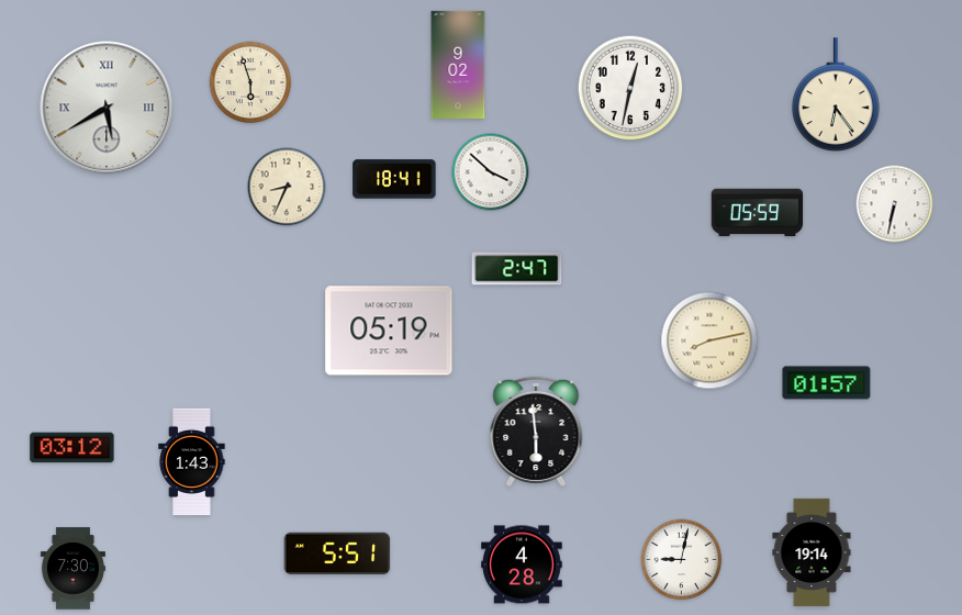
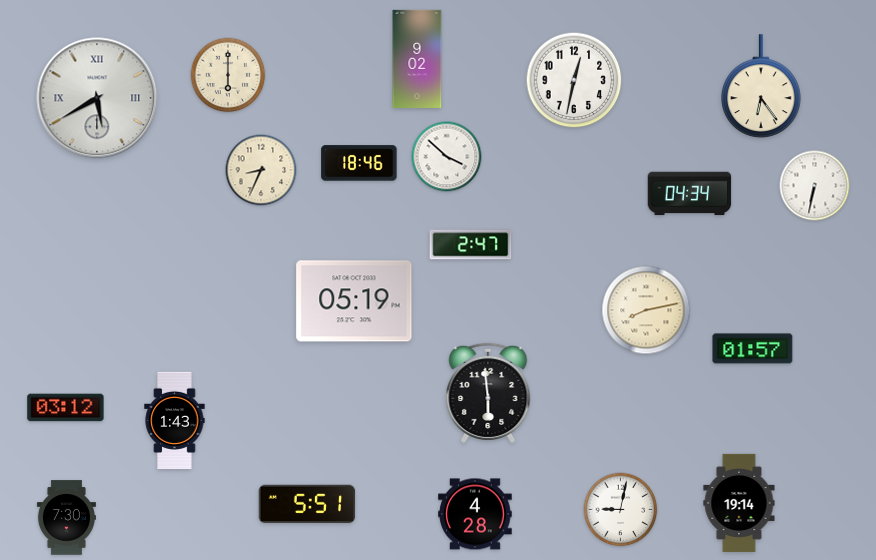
clock at (250, 82): 5:57 -> 6:00
clock at (394, 179): 18:41 -> 18:46
clock at (758, 213): 05:59 -> 04:34
